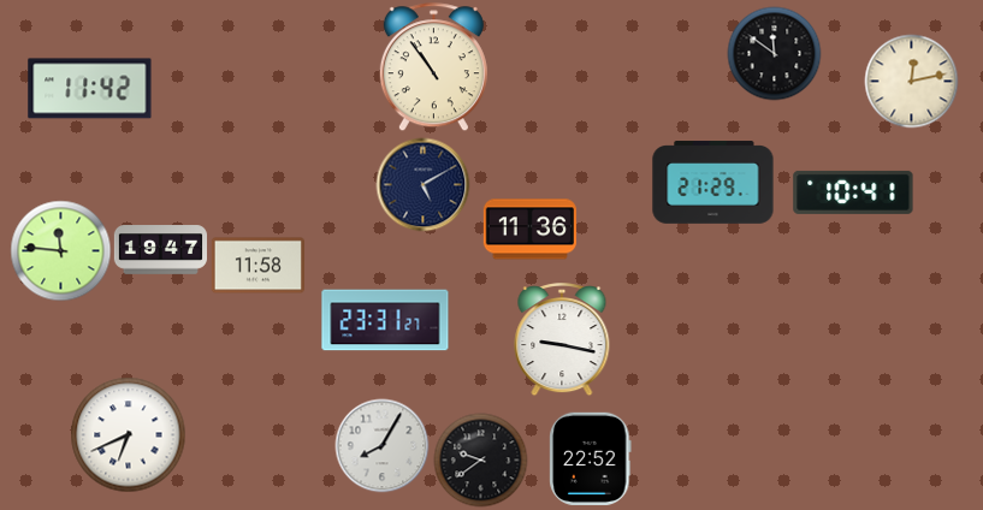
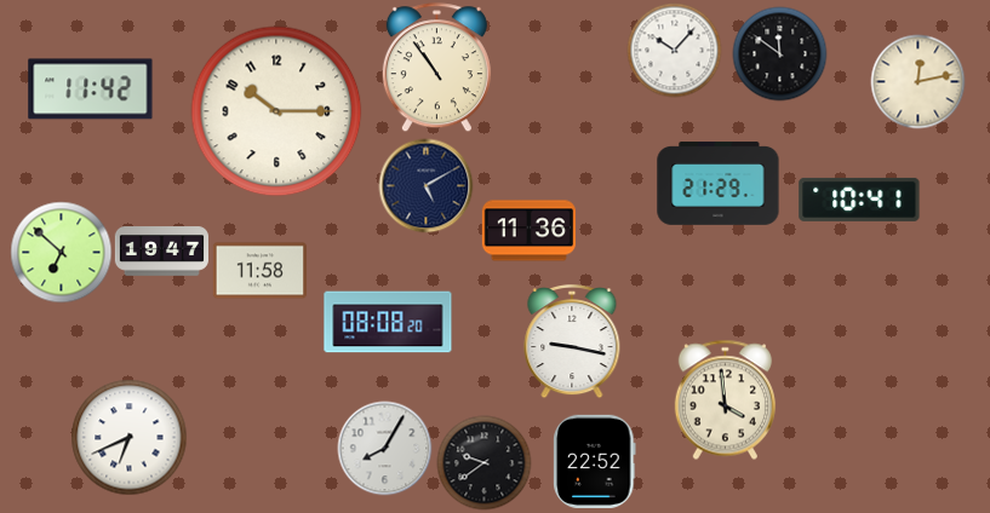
clock at (674, 50): none -> 10:07
clock at (276, 111): none -> 10:15
clock at (853, 192) position: (853, 192) -> (859, 200)
clock at (529, 230) position: (529, 230) -> (528, 231)
clock at (60, 250): 11:46 -> 6:52
clock at (257, 266) position: (257, 266) -> (259, 271)
clock at (385, 320): 23:31 -> 08:08
clock at (562, 340) position: (562, 340) -> (572, 342)
clock at (725, 399): none -> 3:59
